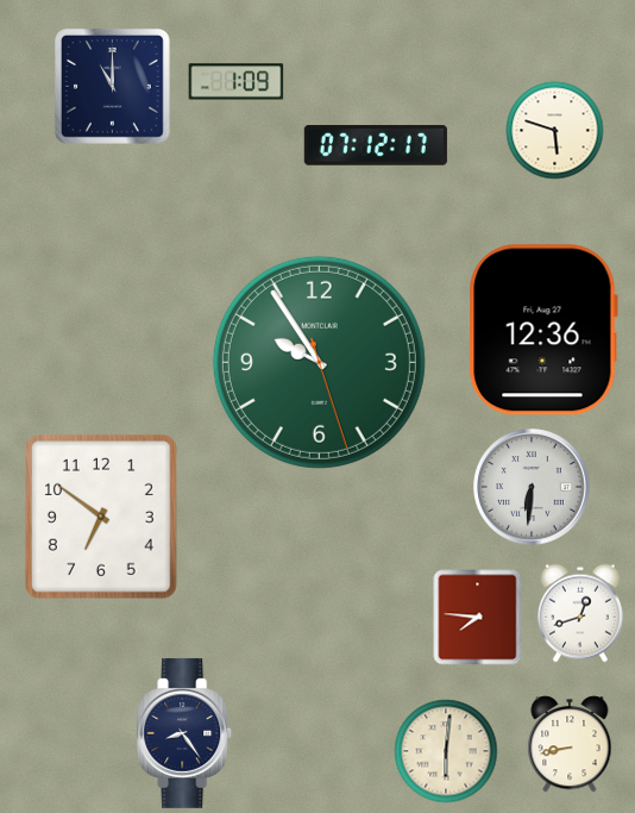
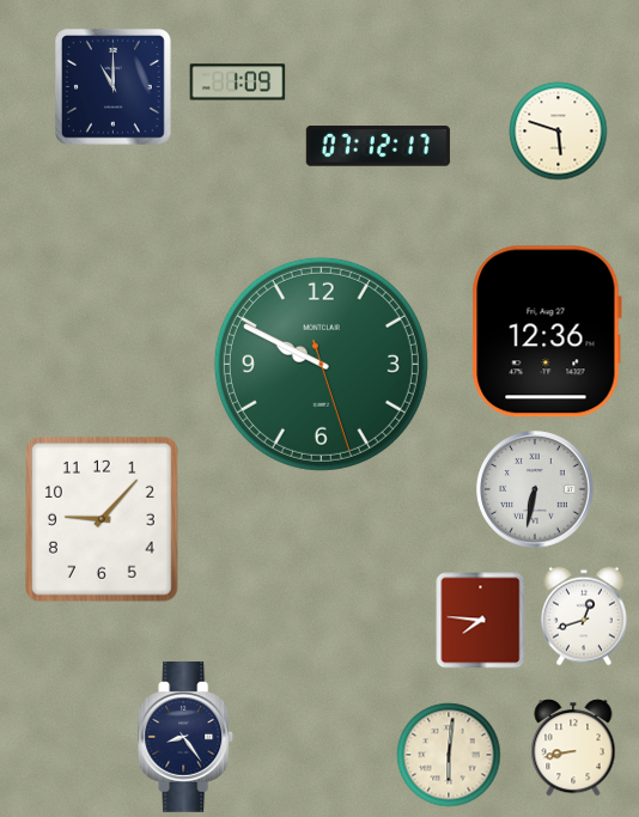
clock at (319, 362): 9:54 -> 9:49
clock at (532, 487): 6:31 -> 6:32
clock at (101, 517): 6:51 -> 9:07
